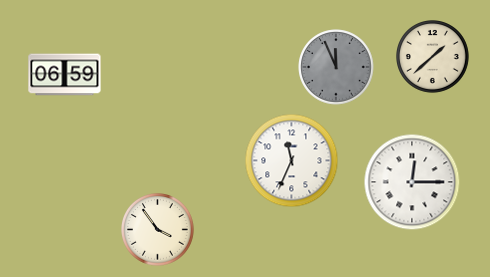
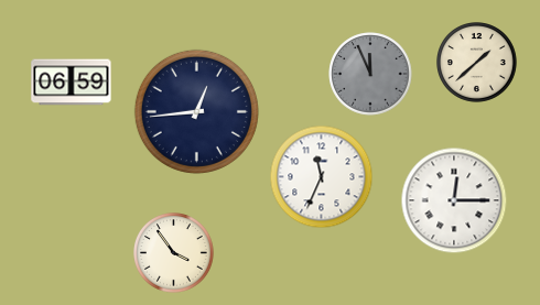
clock at (196, 111): none -> 12:44
